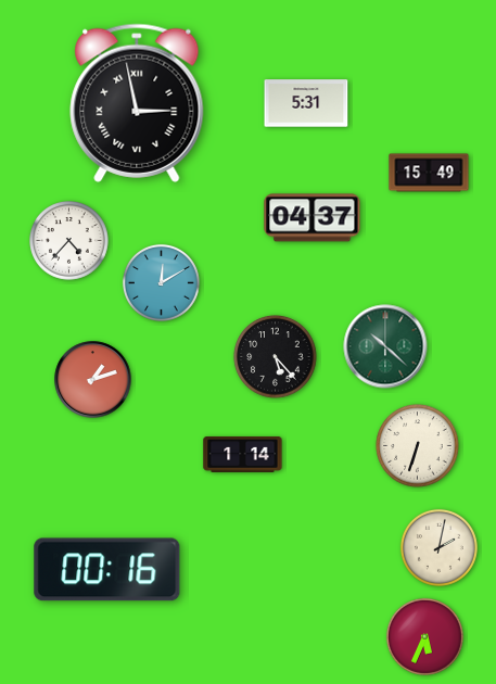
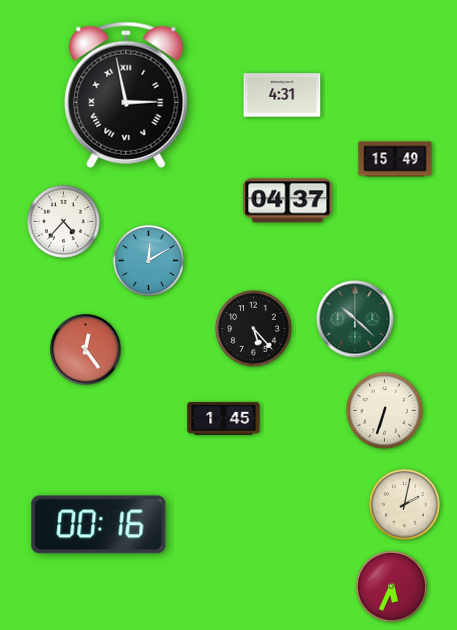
clock at (306, 103): 5:31 -> 4:31
clock at (93, 380): 1:12 -> 12:24
clock at (243, 455): 1:14 -> 1:45
